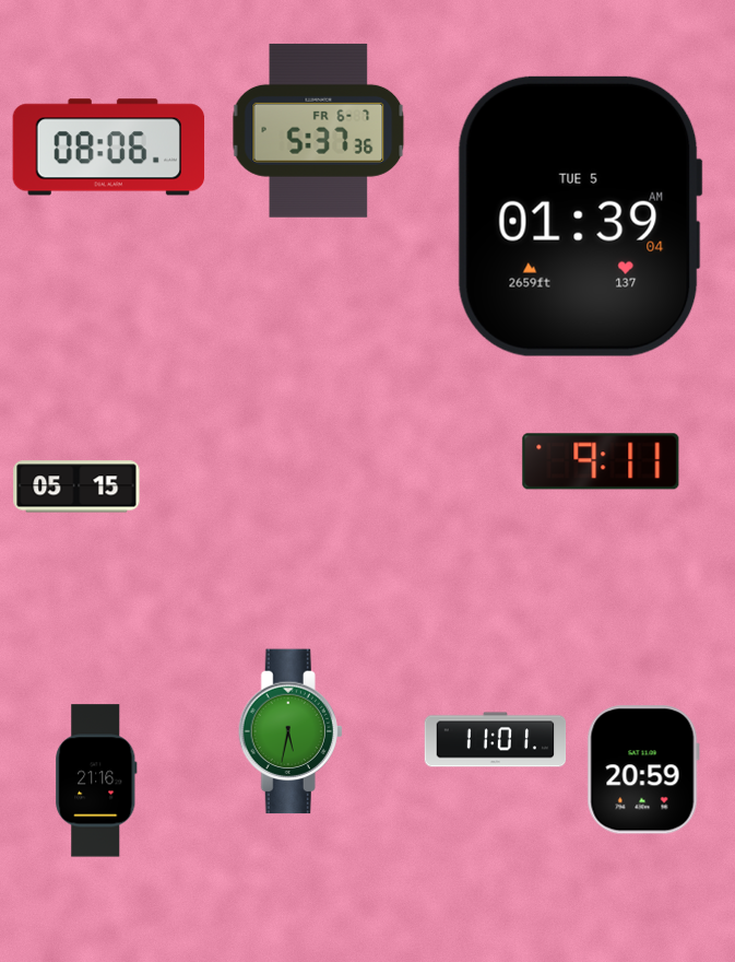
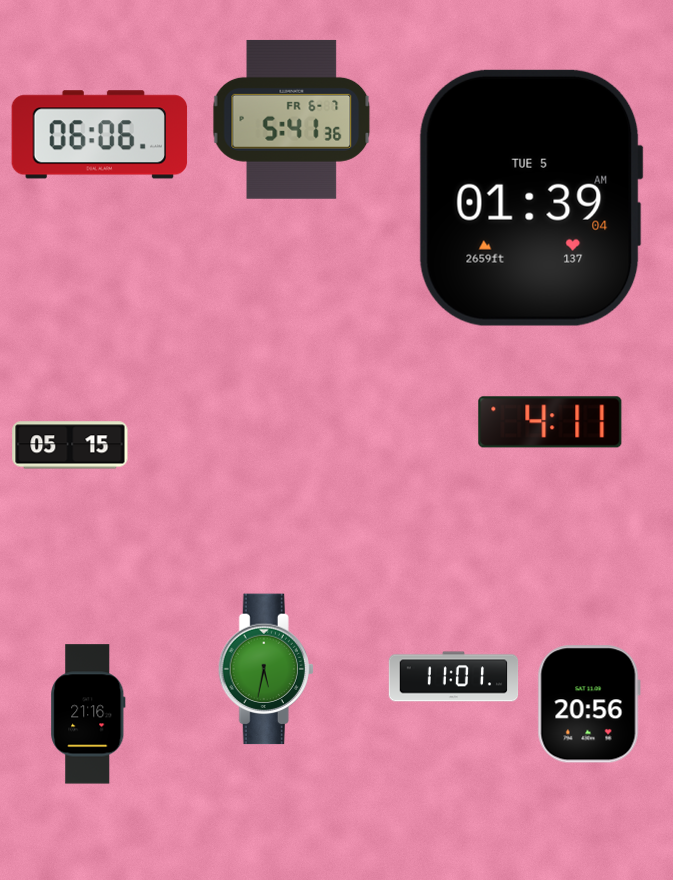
clock at (319, 130): 5:37 -> 5:41
clock at (109, 148): 08:06 -> 06:06
clock at (601, 461): 9:11 -> 4:11
clock at (643, 770): 20:59 -> 20:56
